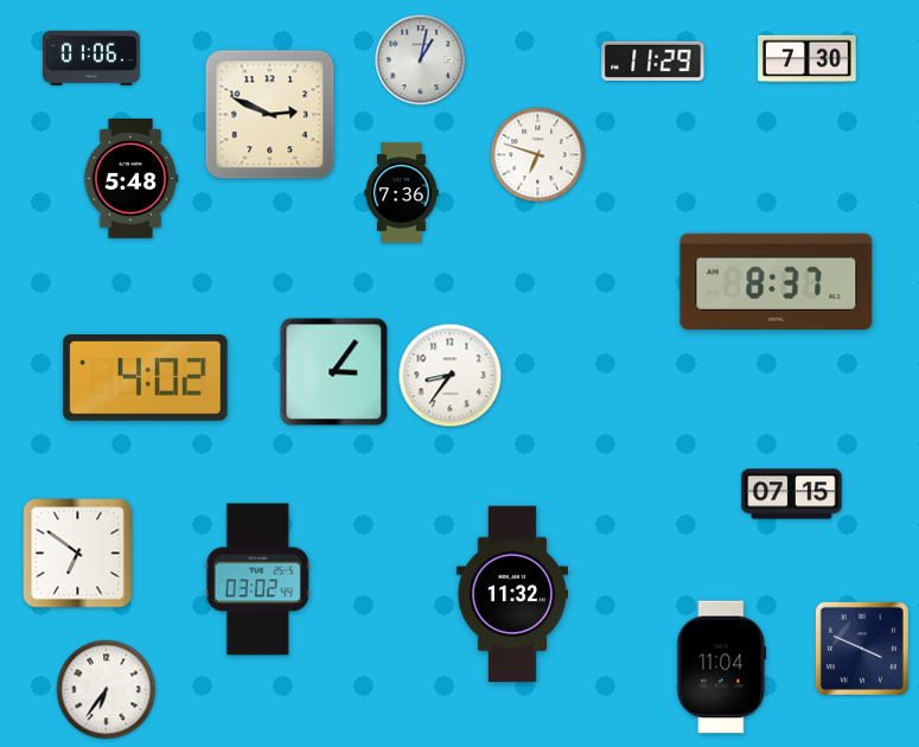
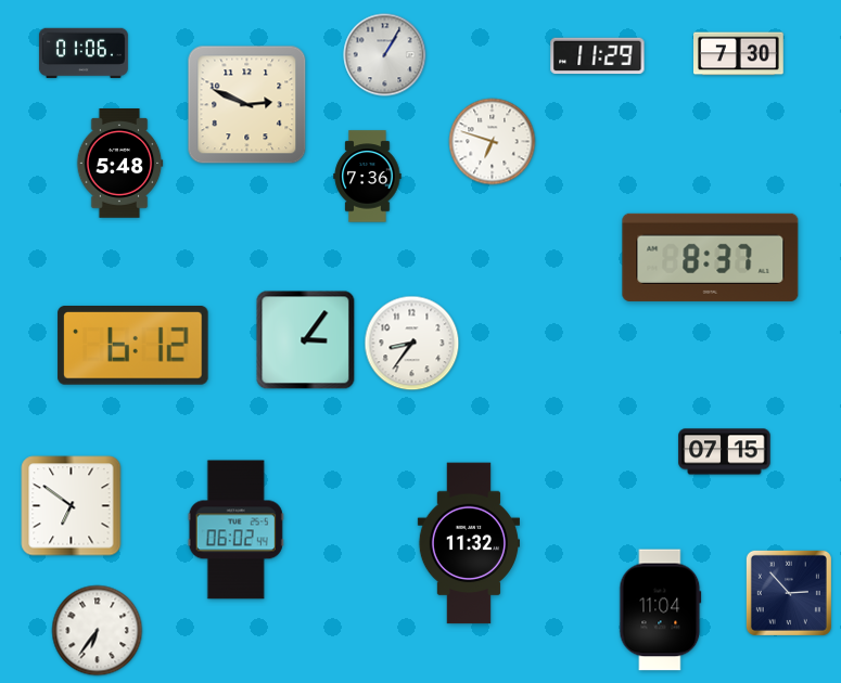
clock at (421, 60): 1:02 -> 1:05
clock at (146, 378): 4:02 -> 6:12
clock at (257, 580): 03:02 -> 06:02
clock at (862, 649): 3:49 -> 2:53
